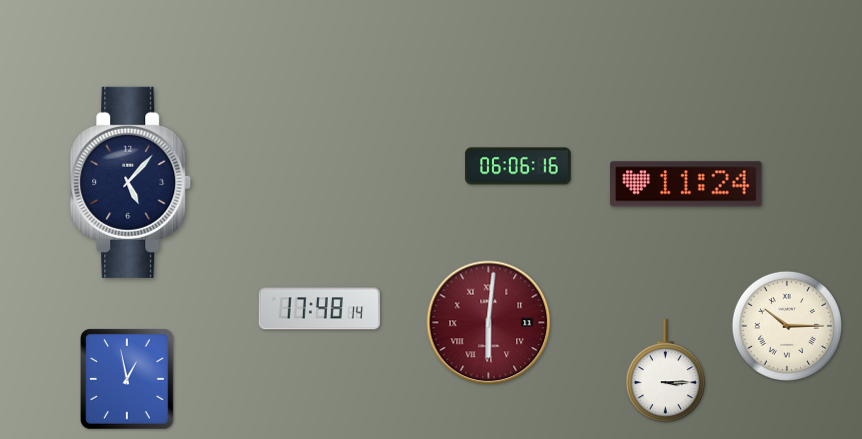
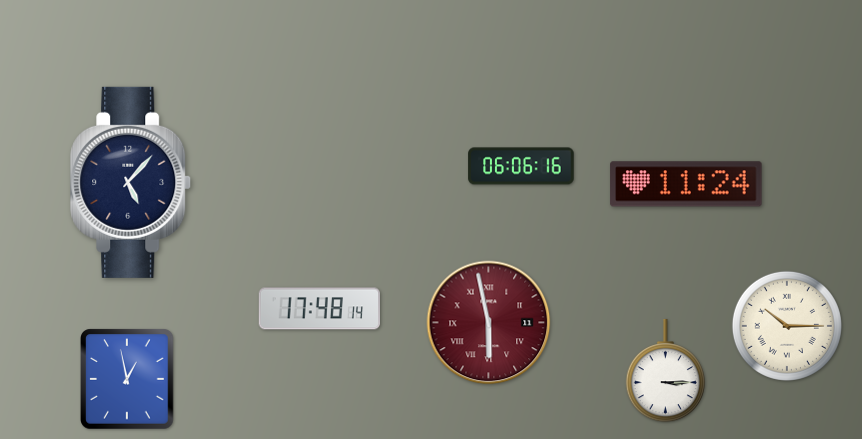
clock at (518, 166) position: (518, 166) -> (521, 166)
clock at (489, 323): 6:01 -> 5:58
